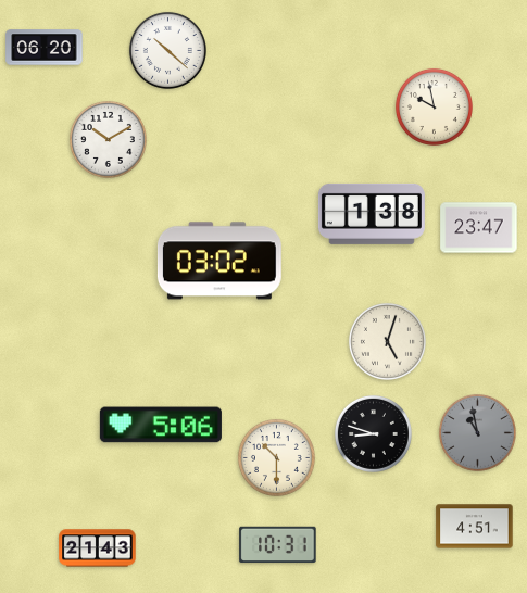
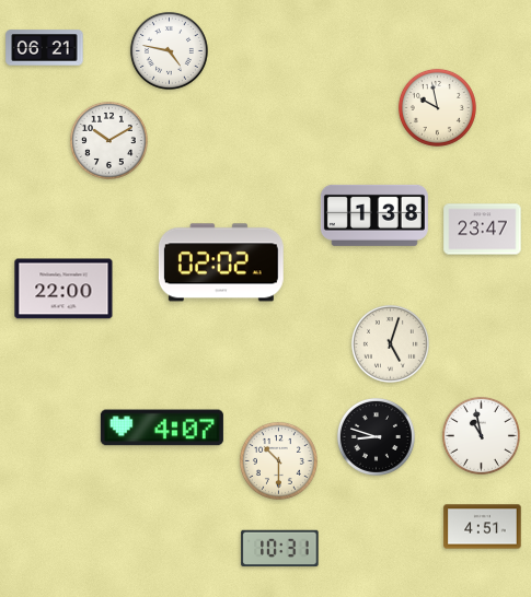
clock at (45, 48): 06:20 -> 06:21
clock at (167, 50): 10:22 -> 4:47
clock at (219, 261): 03:02 -> 02:02
clock at (64, 289): none -> 22:00
clock at (161, 425): 5:06 -> 4:07
clock at (477, 432) dial: grey -> white
clock at (475, 527) position: (475, 527) -> (483, 527)
clock at (98, 548): 21:43 -> none
